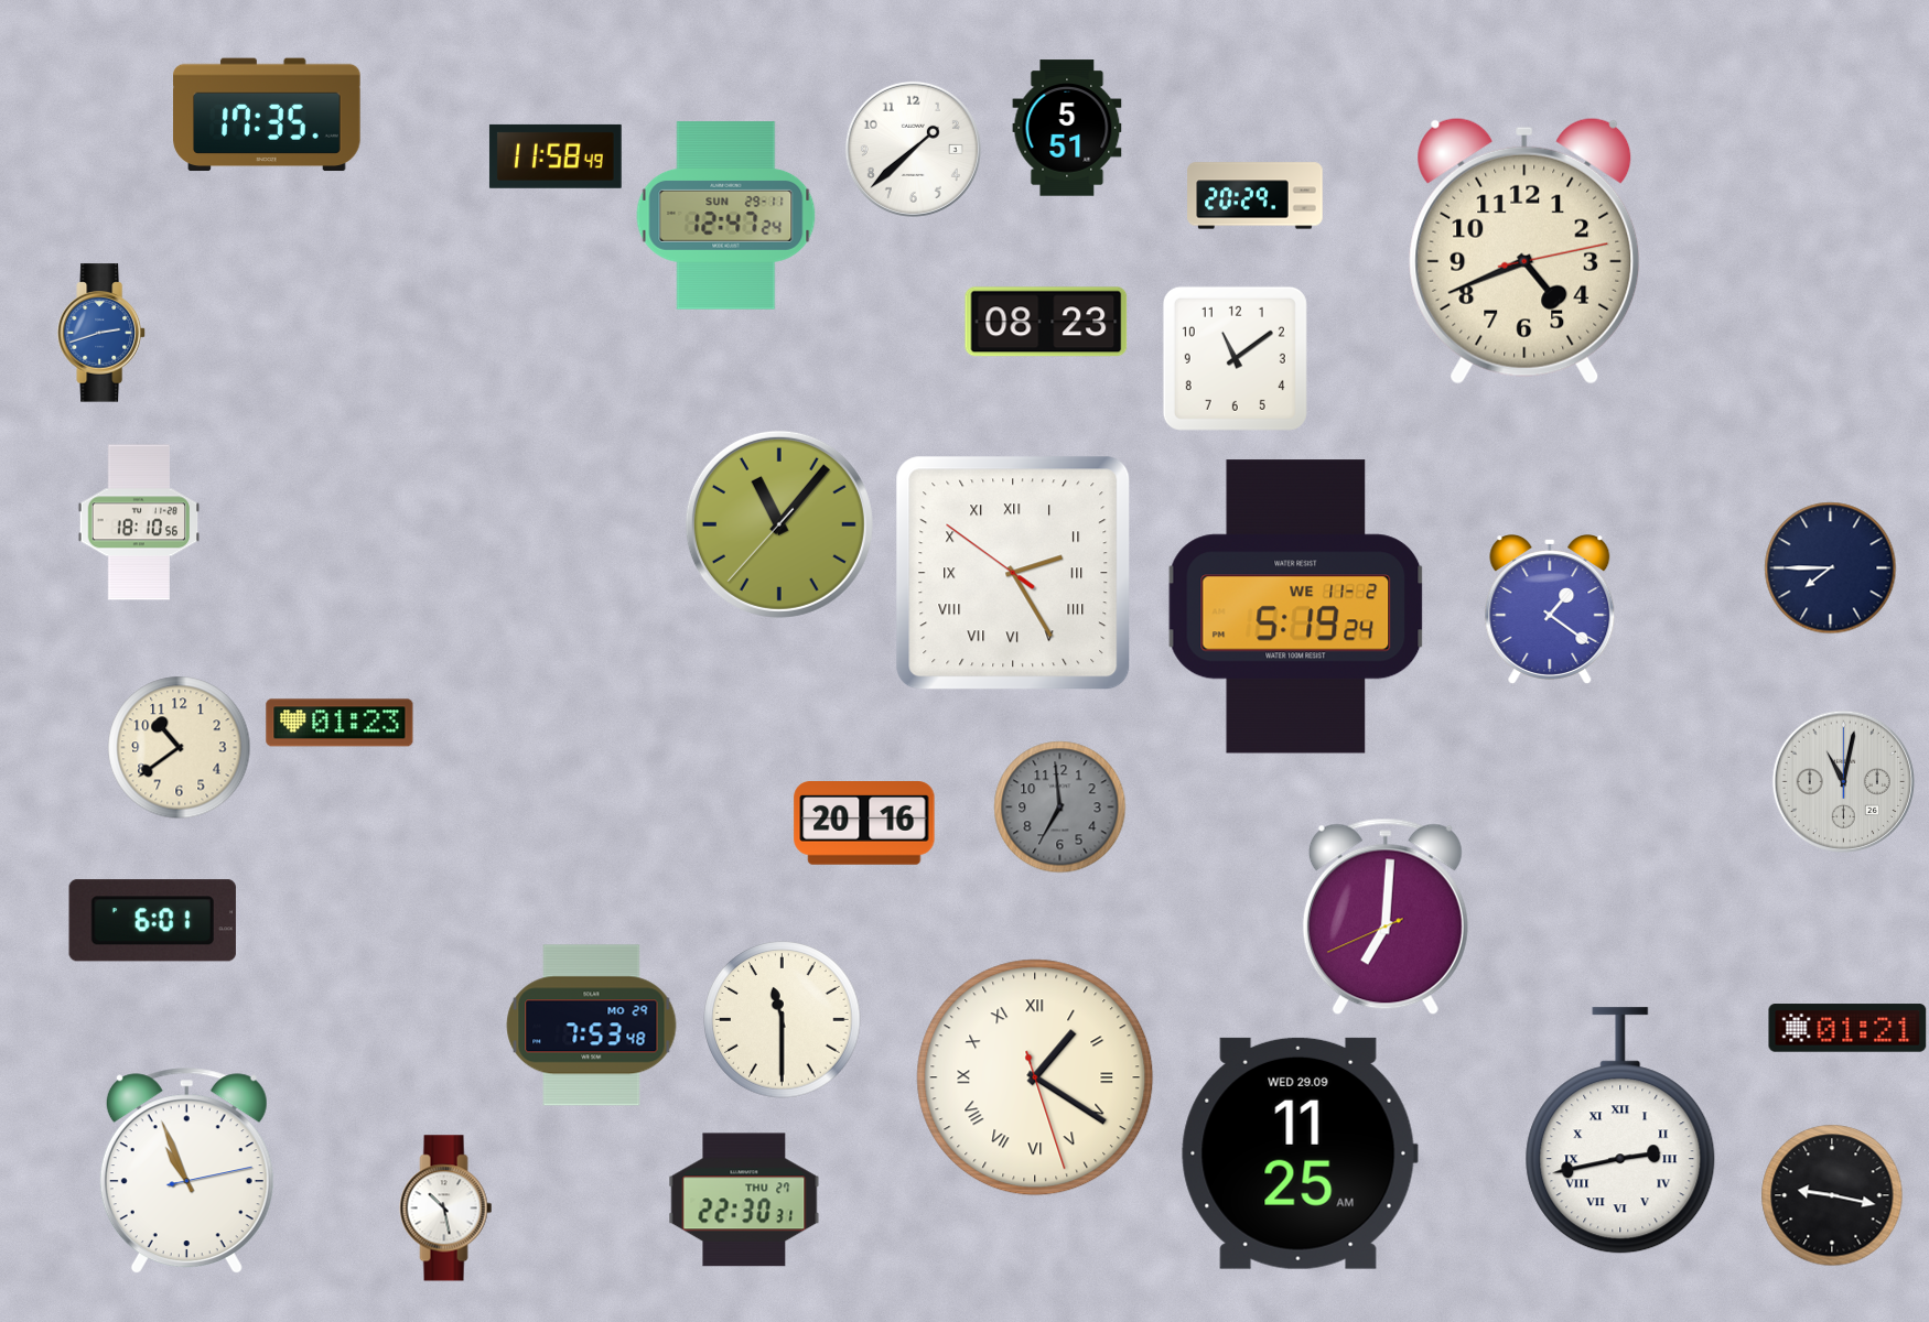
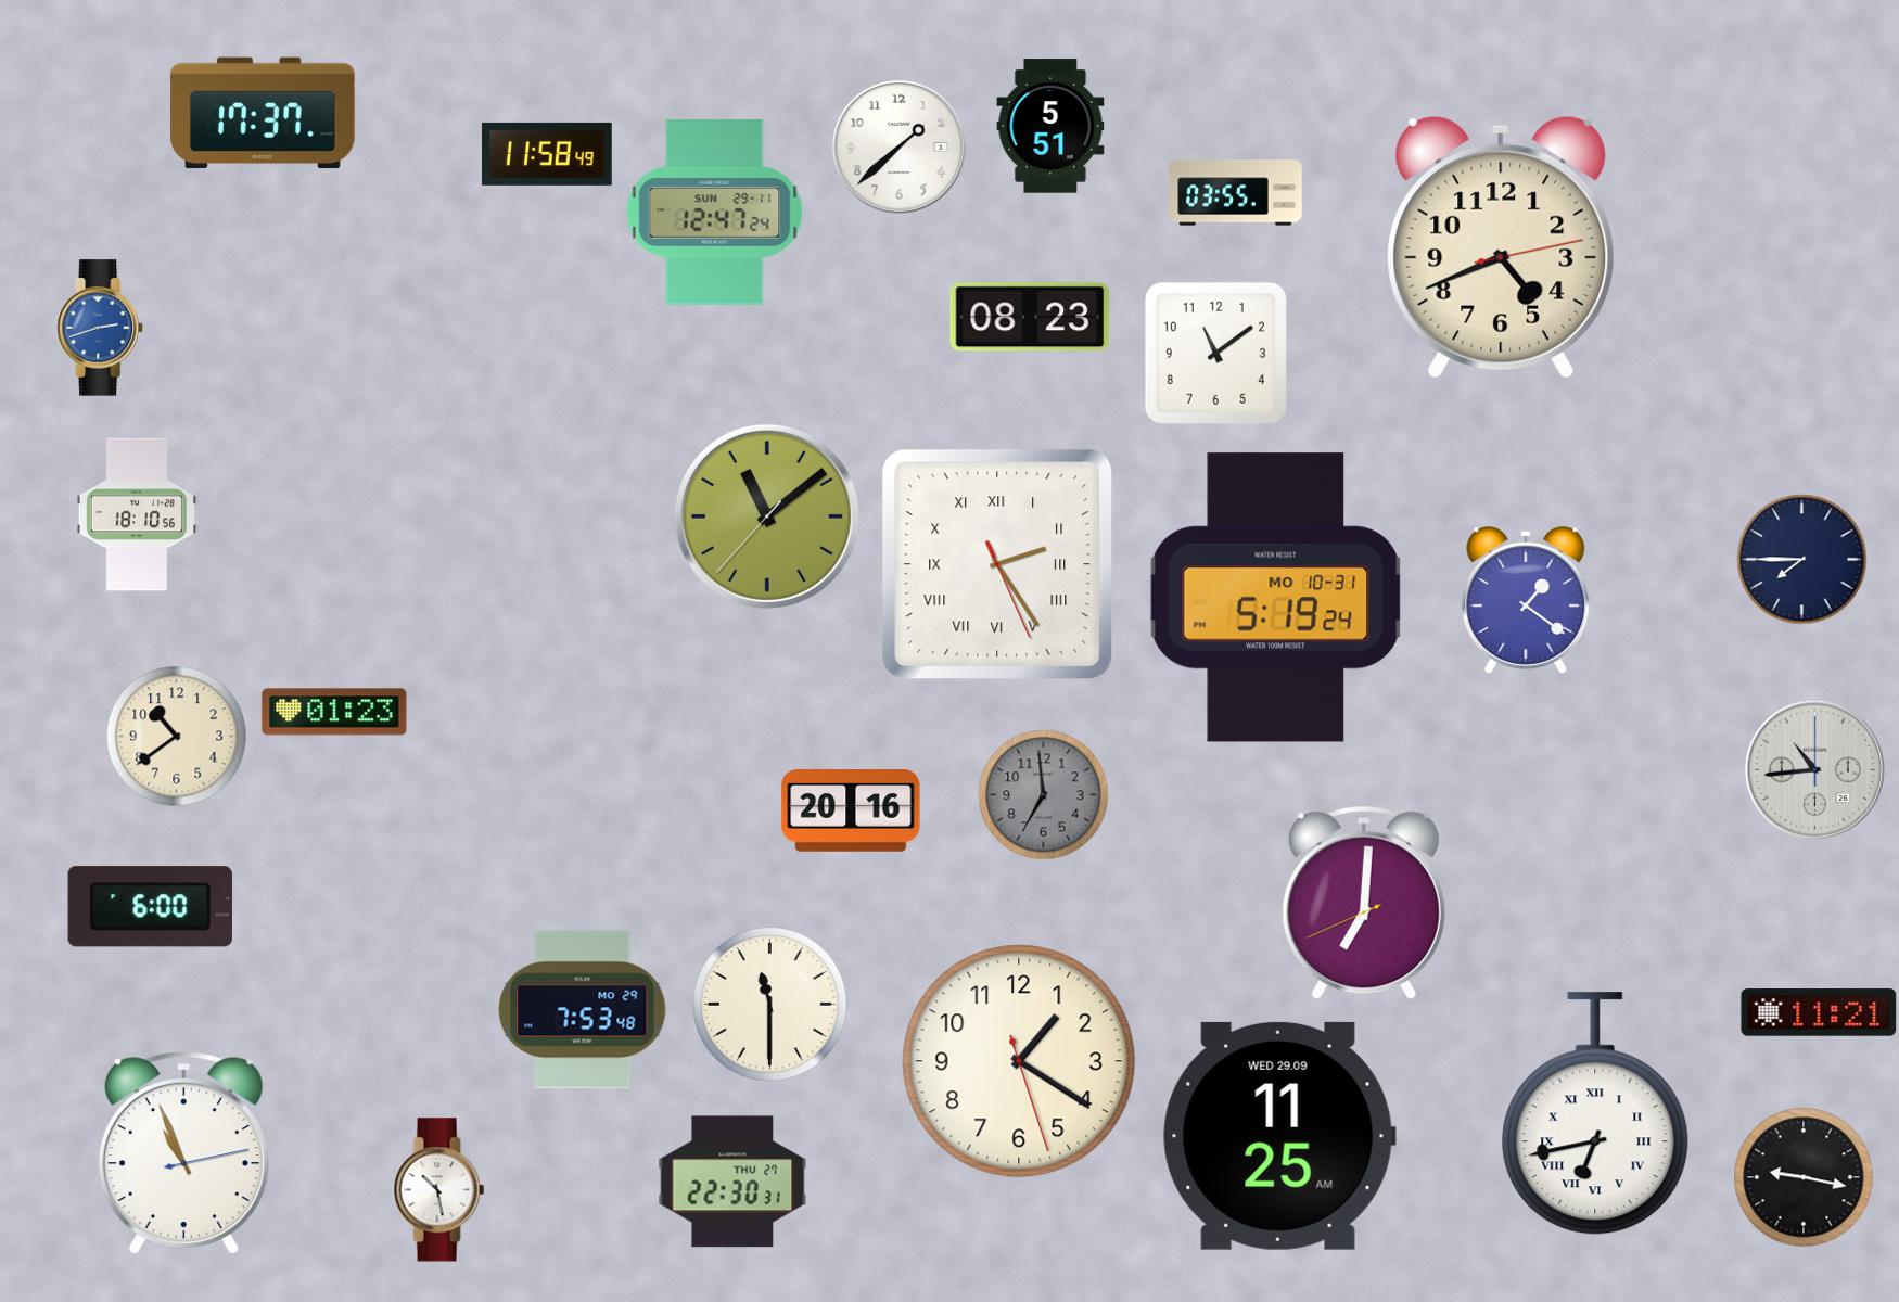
clock at (267, 115): 17:35 -> 17:37
clock at (1256, 196): 20:29 -> 03:55
clock at (779, 524): 11:06 -> 11:08
clock at (1013, 573): 2:24:51 -> 2:24:26
clock at (1296, 607) date: WE 11-2 -> MO 10-31
clock at (1843, 781): 11:02 -> 10:44
clock at (152, 921): 6:01 -> 6:00
clock at (1847, 1028): 01:21 -> 11:21
clock at (1035, 1077) numerals: Roman -> Arabic
clock at (1620, 1131): 2:43 -> 6:43
